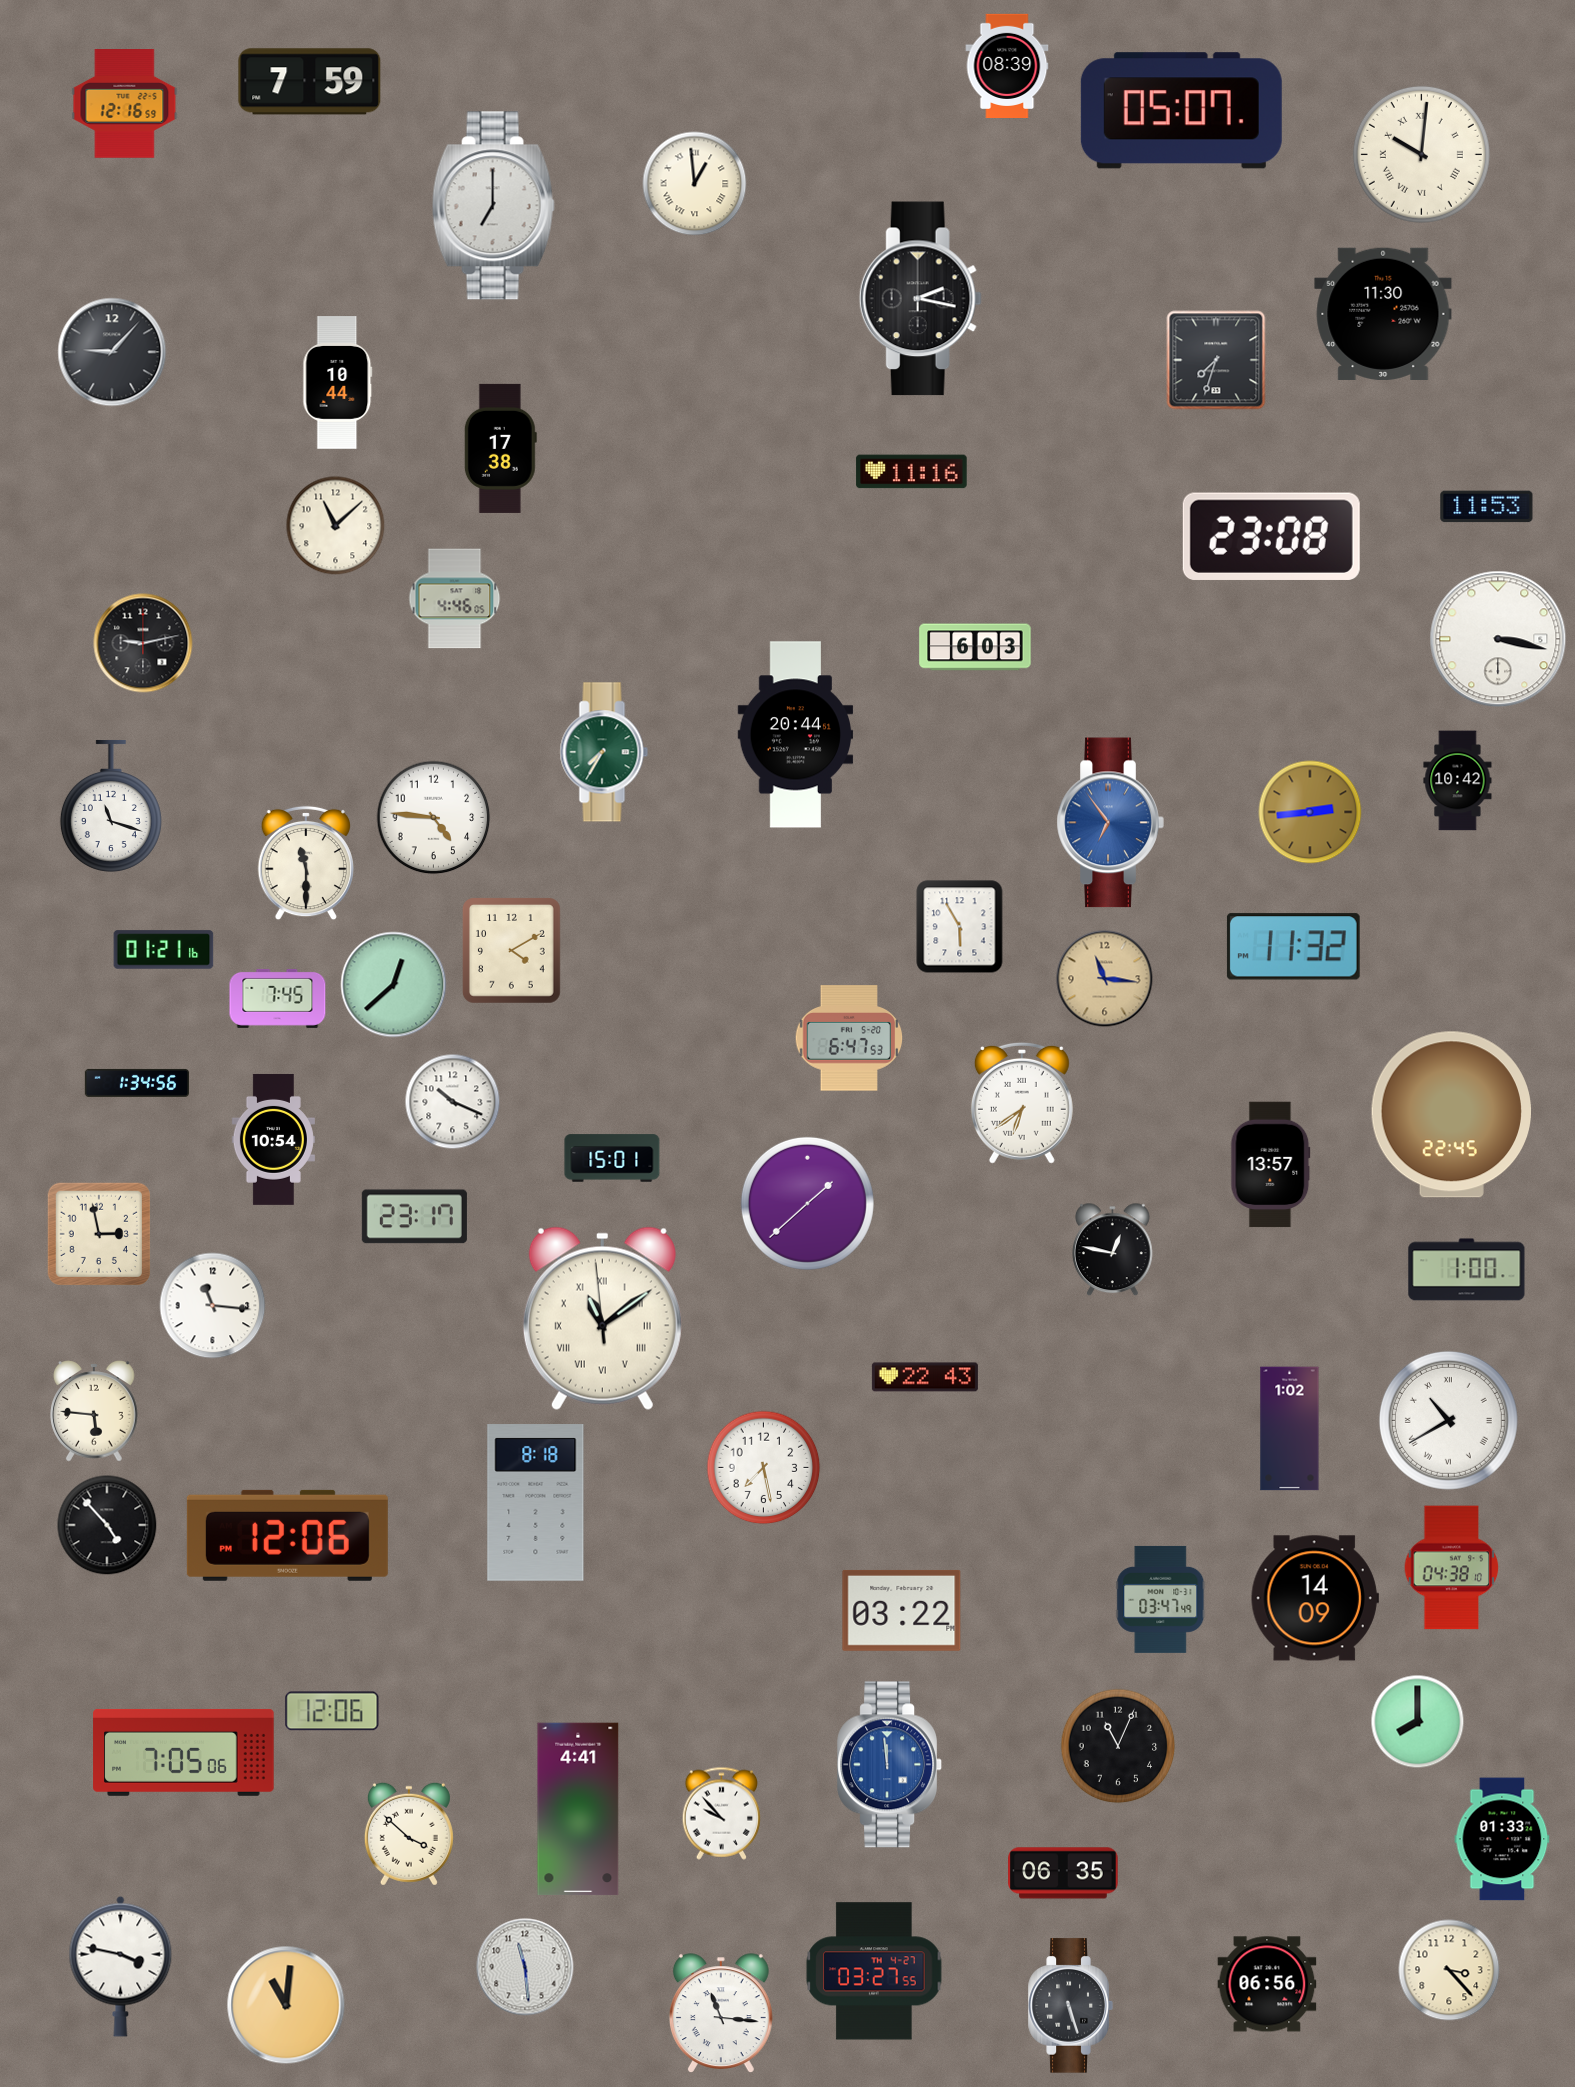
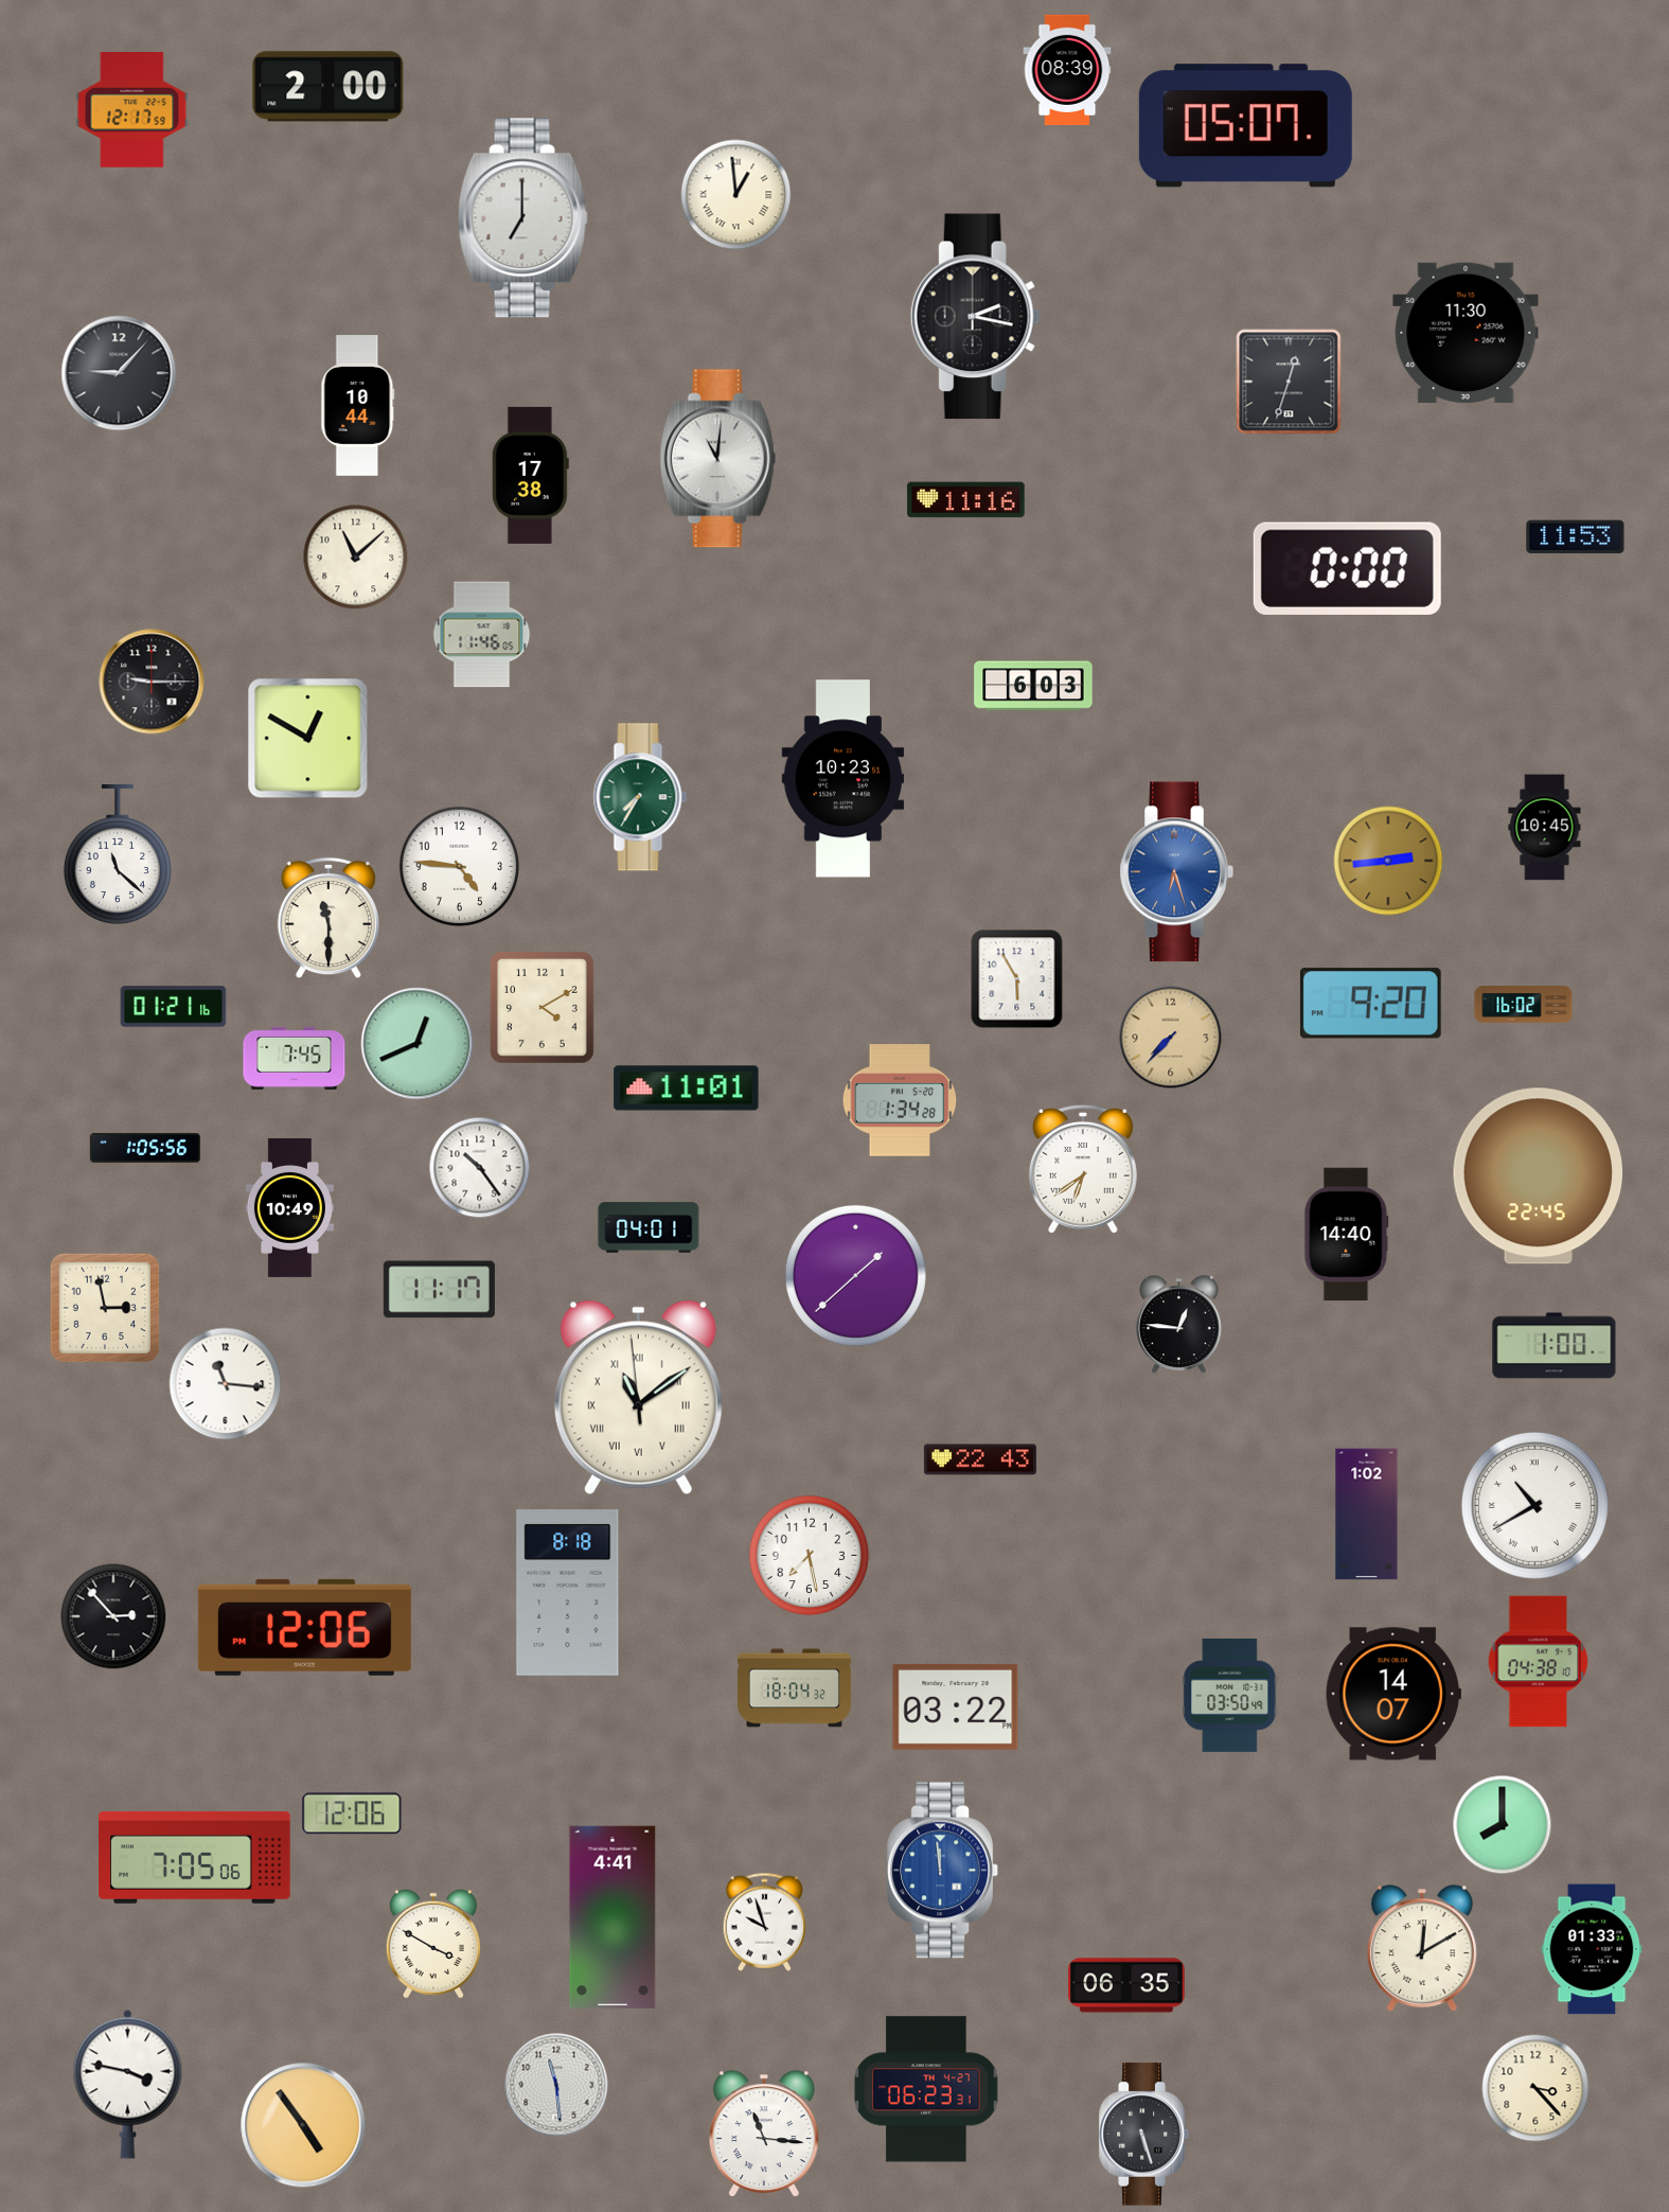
clock at (310, 82): 7:59 -> 2:00
clock at (125, 104): 12:16 -> 12:17
clock at (1181, 111) position: (1181, 111) -> (1245, 126)
clock at (1421, 154): 10:01 -> none
clock at (1216, 360): 7:33 -> 12:33
clock at (718, 459): none -> 11:01
clock at (1271, 536): 23:08 -> 0:00
clock at (455, 599): 4:46 -> 11:46
clock at (1498, 639): 3:17 -> none
clock at (143, 643): 9:13 -> 9:15
clock at (308, 739): none -> 12:50
clock at (796, 735): 20:44 -> 10:23
clock at (1458, 781): 10:42 -> 10:45
clock at (111, 806): 11:18 -> 11:22
clock at (1110, 823): 6:54 -> 6:27
clock at (305, 863) position: (305, 863) -> (327, 918)
clock at (960, 927) position: (960, 927) -> (1017, 979)
clock at (1293, 947): 11:32 -> 9:20
clock at (1524, 1005): none -> 16:02
clock at (1105, 979): 11:16 -> 7:37
clock at (394, 985): 12:38 -> 12:41
clock at (687, 1089): none -> 11:01
clock at (849, 1038): 6:47 -> 1:34
clock at (136, 1083): 1:34 -> 1:05
clock at (453, 1102): 10:19 -> 10:24
clock at (1451, 1115) position: (1451, 1115) -> (1538, 1176)
clock at (273, 1139): 10:54 -> 10:49
clock at (612, 1158): 15:01 -> 04:01
clock at (1271, 1165): 13:57 -> 14:40
clock at (414, 1217): 23:17 -> 11:17
clock at (1113, 1250): 12:47 -> 12:46
clock at (94, 1411): 5:46 -> none
clock at (107, 1525): 4:53 -> 2:53
clock at (794, 1688): none -> 18:04
clock at (1315, 1598): 14:09 -> 14:07
clock at (1161, 1599): 03:47 -> 03:50
clock at (1118, 1746): 11:04 -> none
clock at (722, 1813): 9:53 -> 9:57
clock at (409, 1834): 3:52 -> 3:50
clock at (1422, 1948): none -> 12:10
clock at (874, 1971): 03:27 -> 06:23
clock at (1267, 1984): 06:56 -> none
clock at (286, 2005): 11:01 -> 4:54
clock at (1070, 2006) position: (1070, 2006) -> (1143, 2135)
